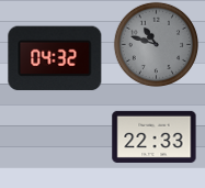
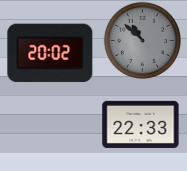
clock at (156, 44): 10:48 -> 10:52
clock at (55, 58): 04:32 -> 20:02
